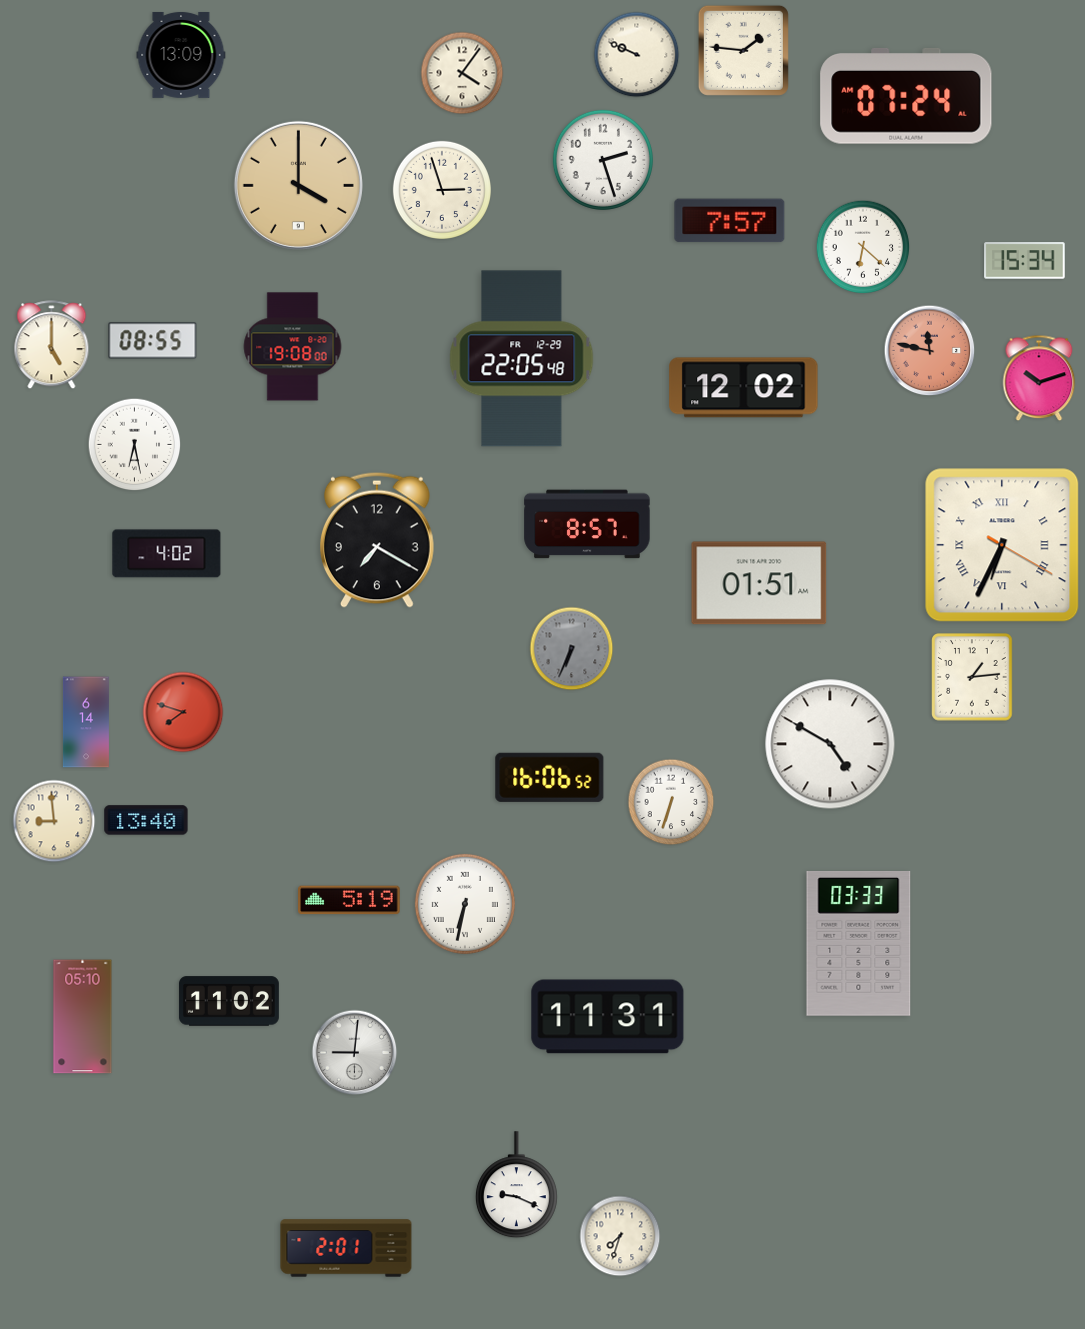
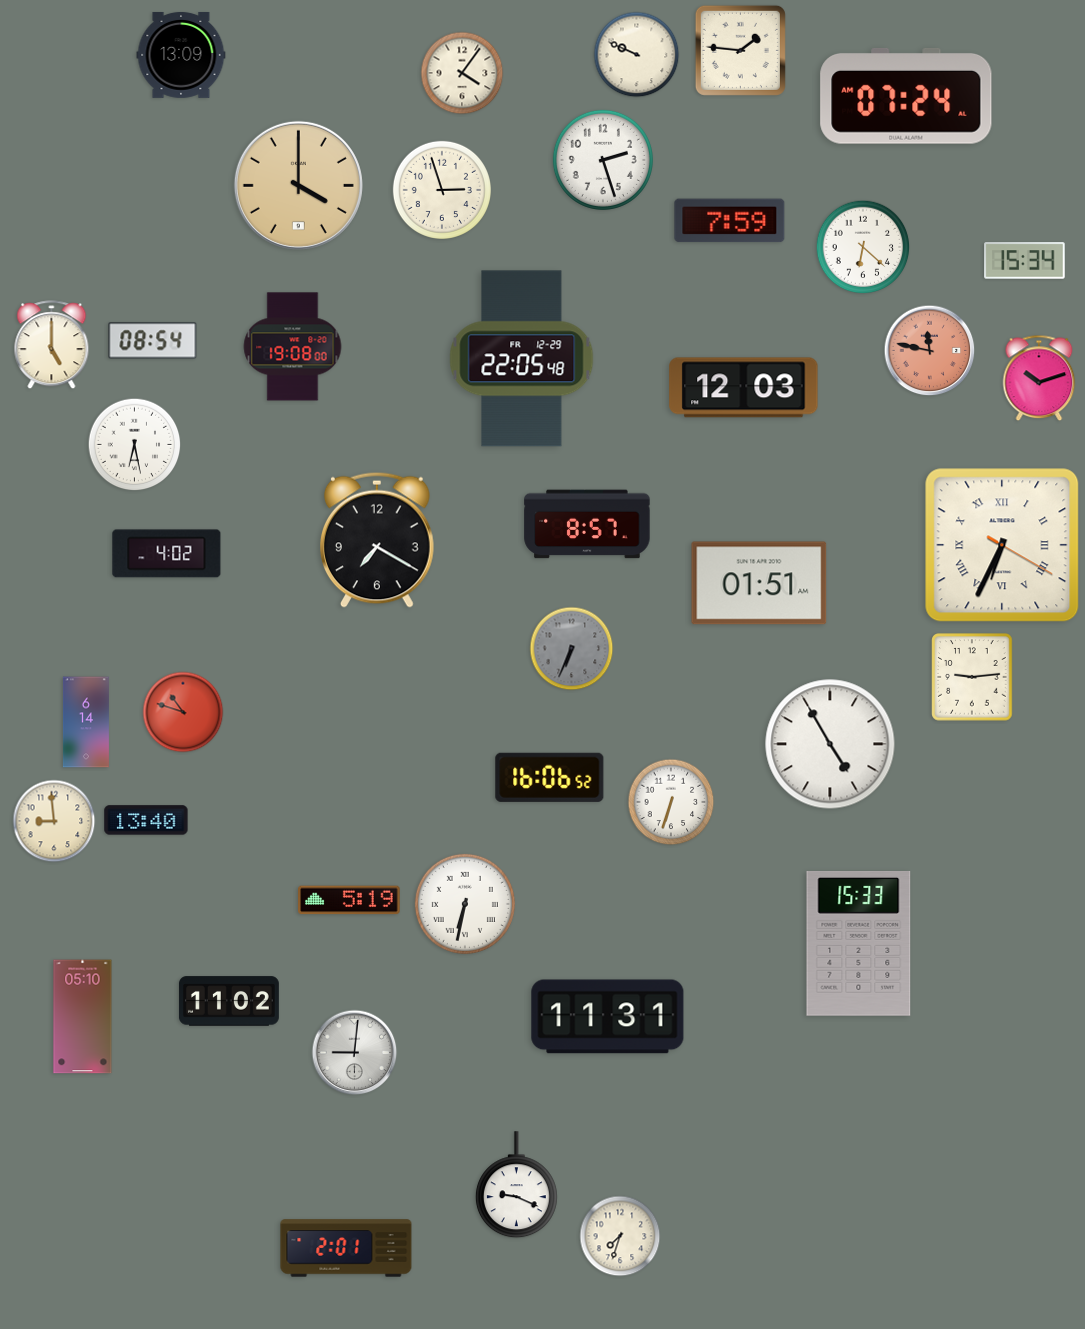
clock at (743, 50) position: (743, 50) -> (740, 50)
clock at (730, 221): 7:57 -> 7:59
clock at (153, 341): 08:55 -> 08:54
clock at (744, 388): 12:02 -> 12:03
clock at (972, 677): 1:14 -> 9:14
clock at (183, 712): 7:48 -> 10:48
clock at (830, 744): 4:50 -> 4:55
clock at (859, 943): 03:33 -> 15:33
